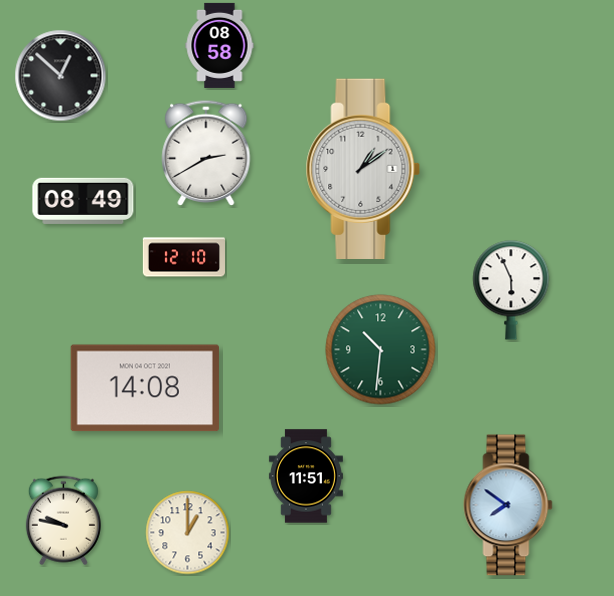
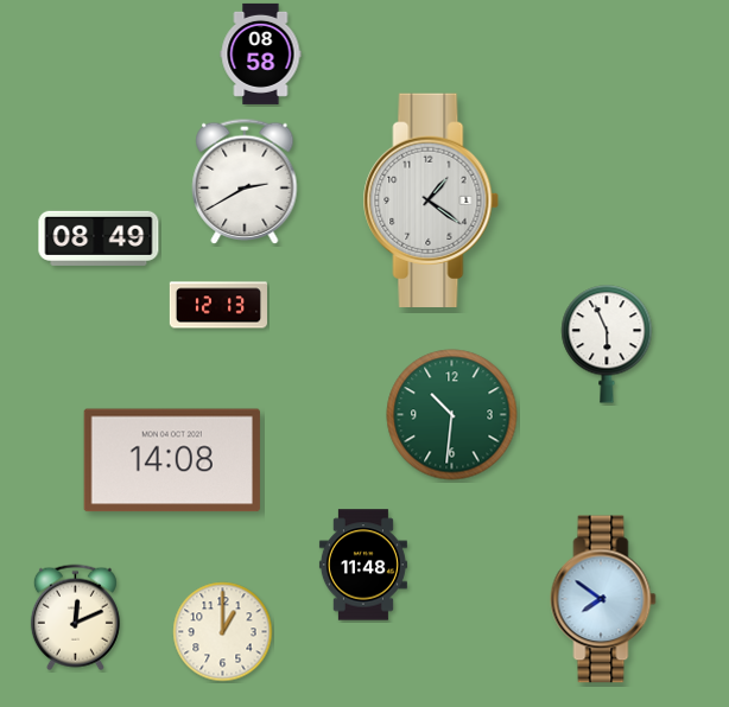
clock at (61, 76): 12:52 -> none
clock at (363, 168): 1:09 -> 1:21
clock at (183, 257): 12:10 -> 12:13
clock at (306, 476): 11:51 -> 11:48
clock at (63, 521): 9:47 -> 12:11
